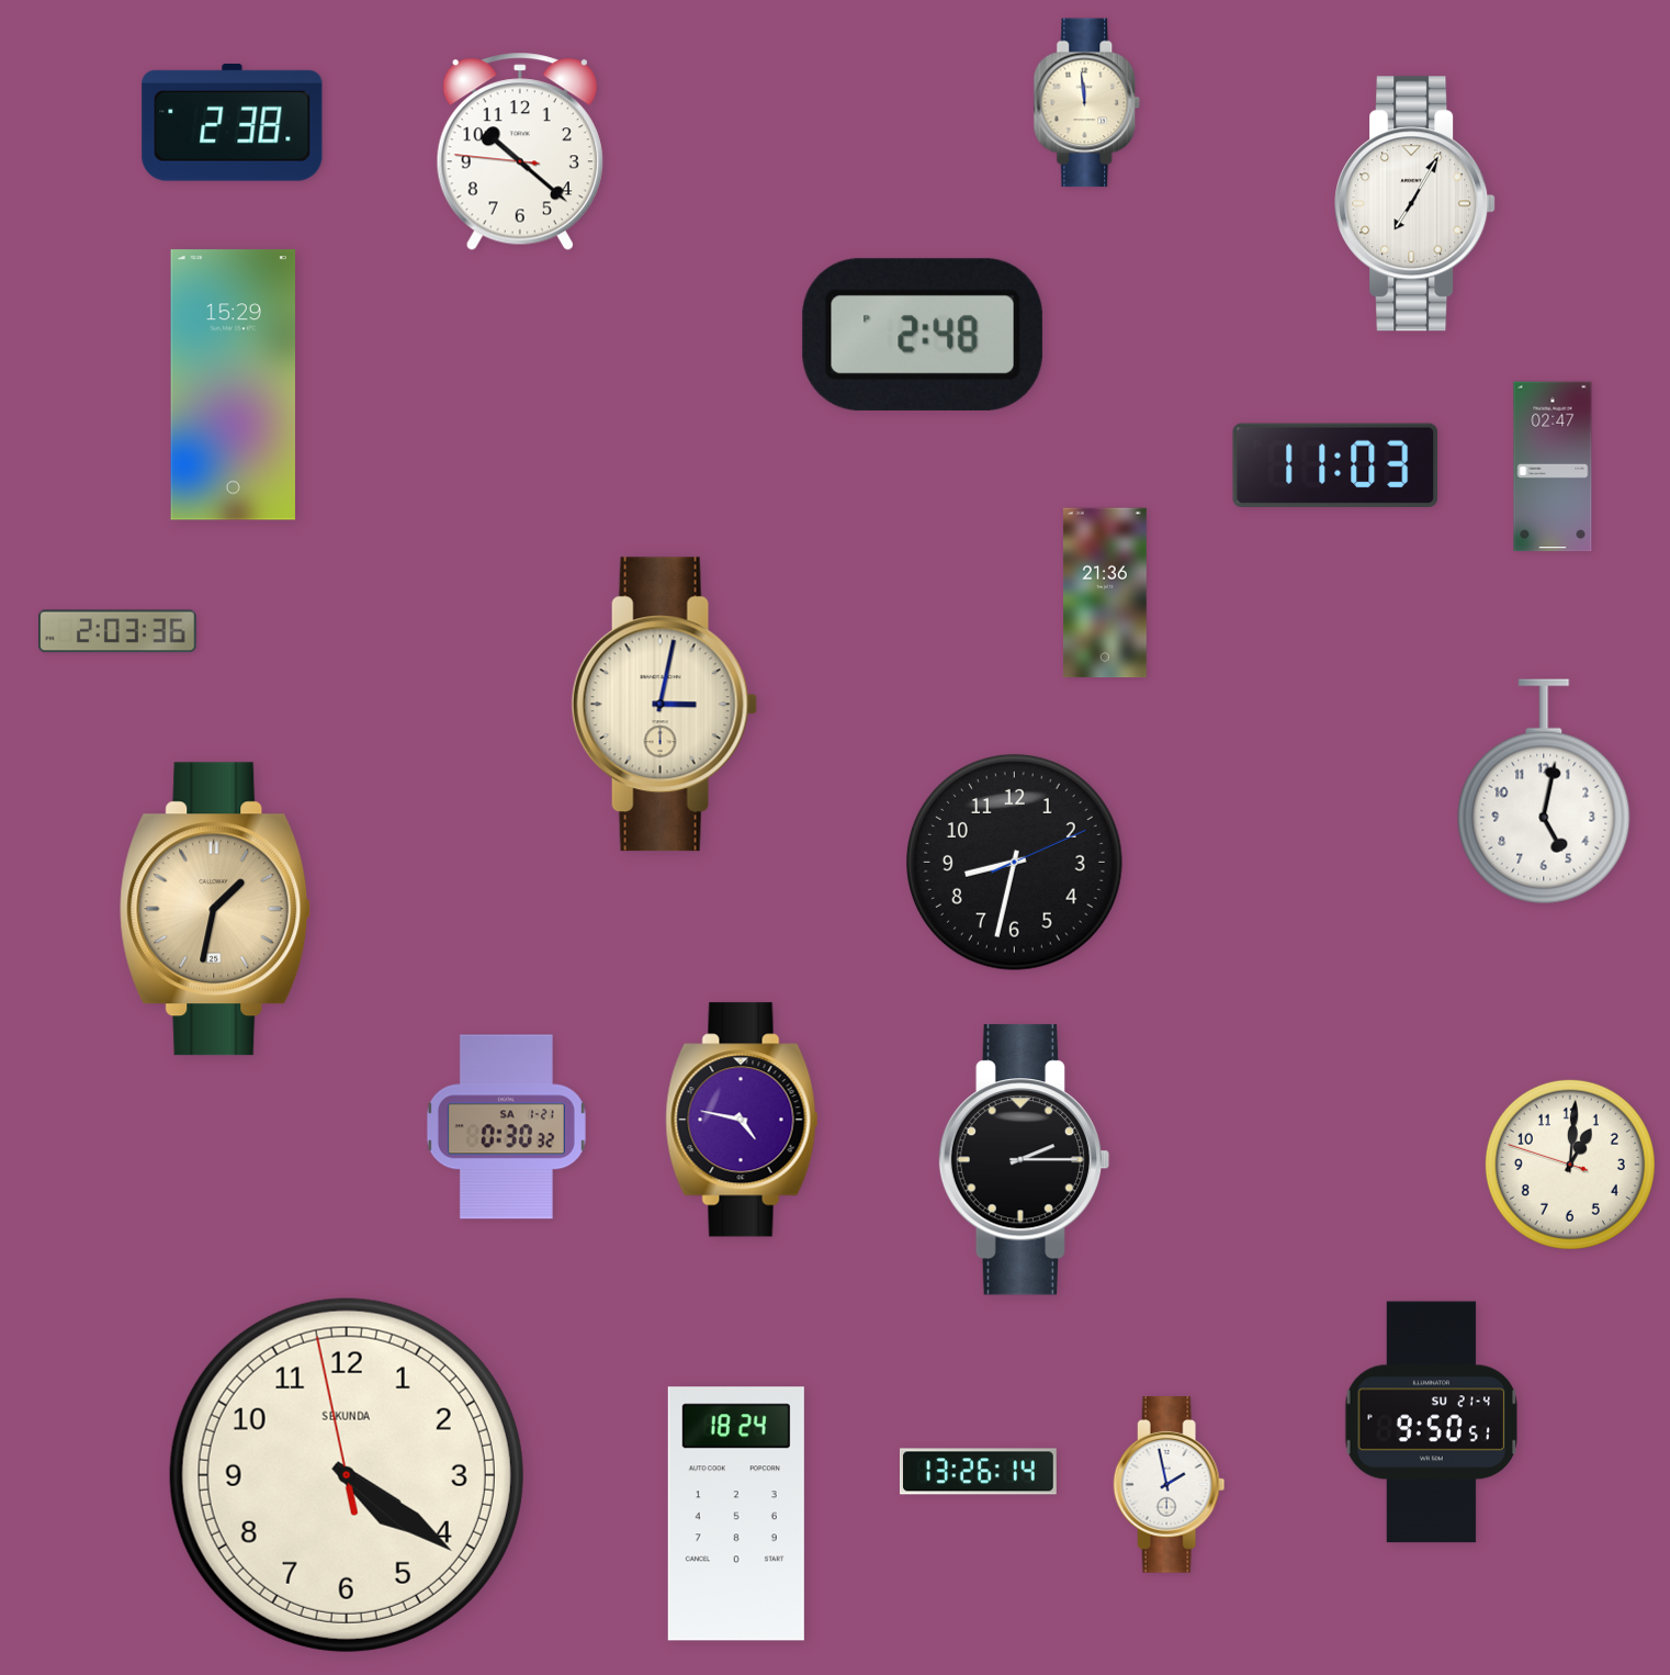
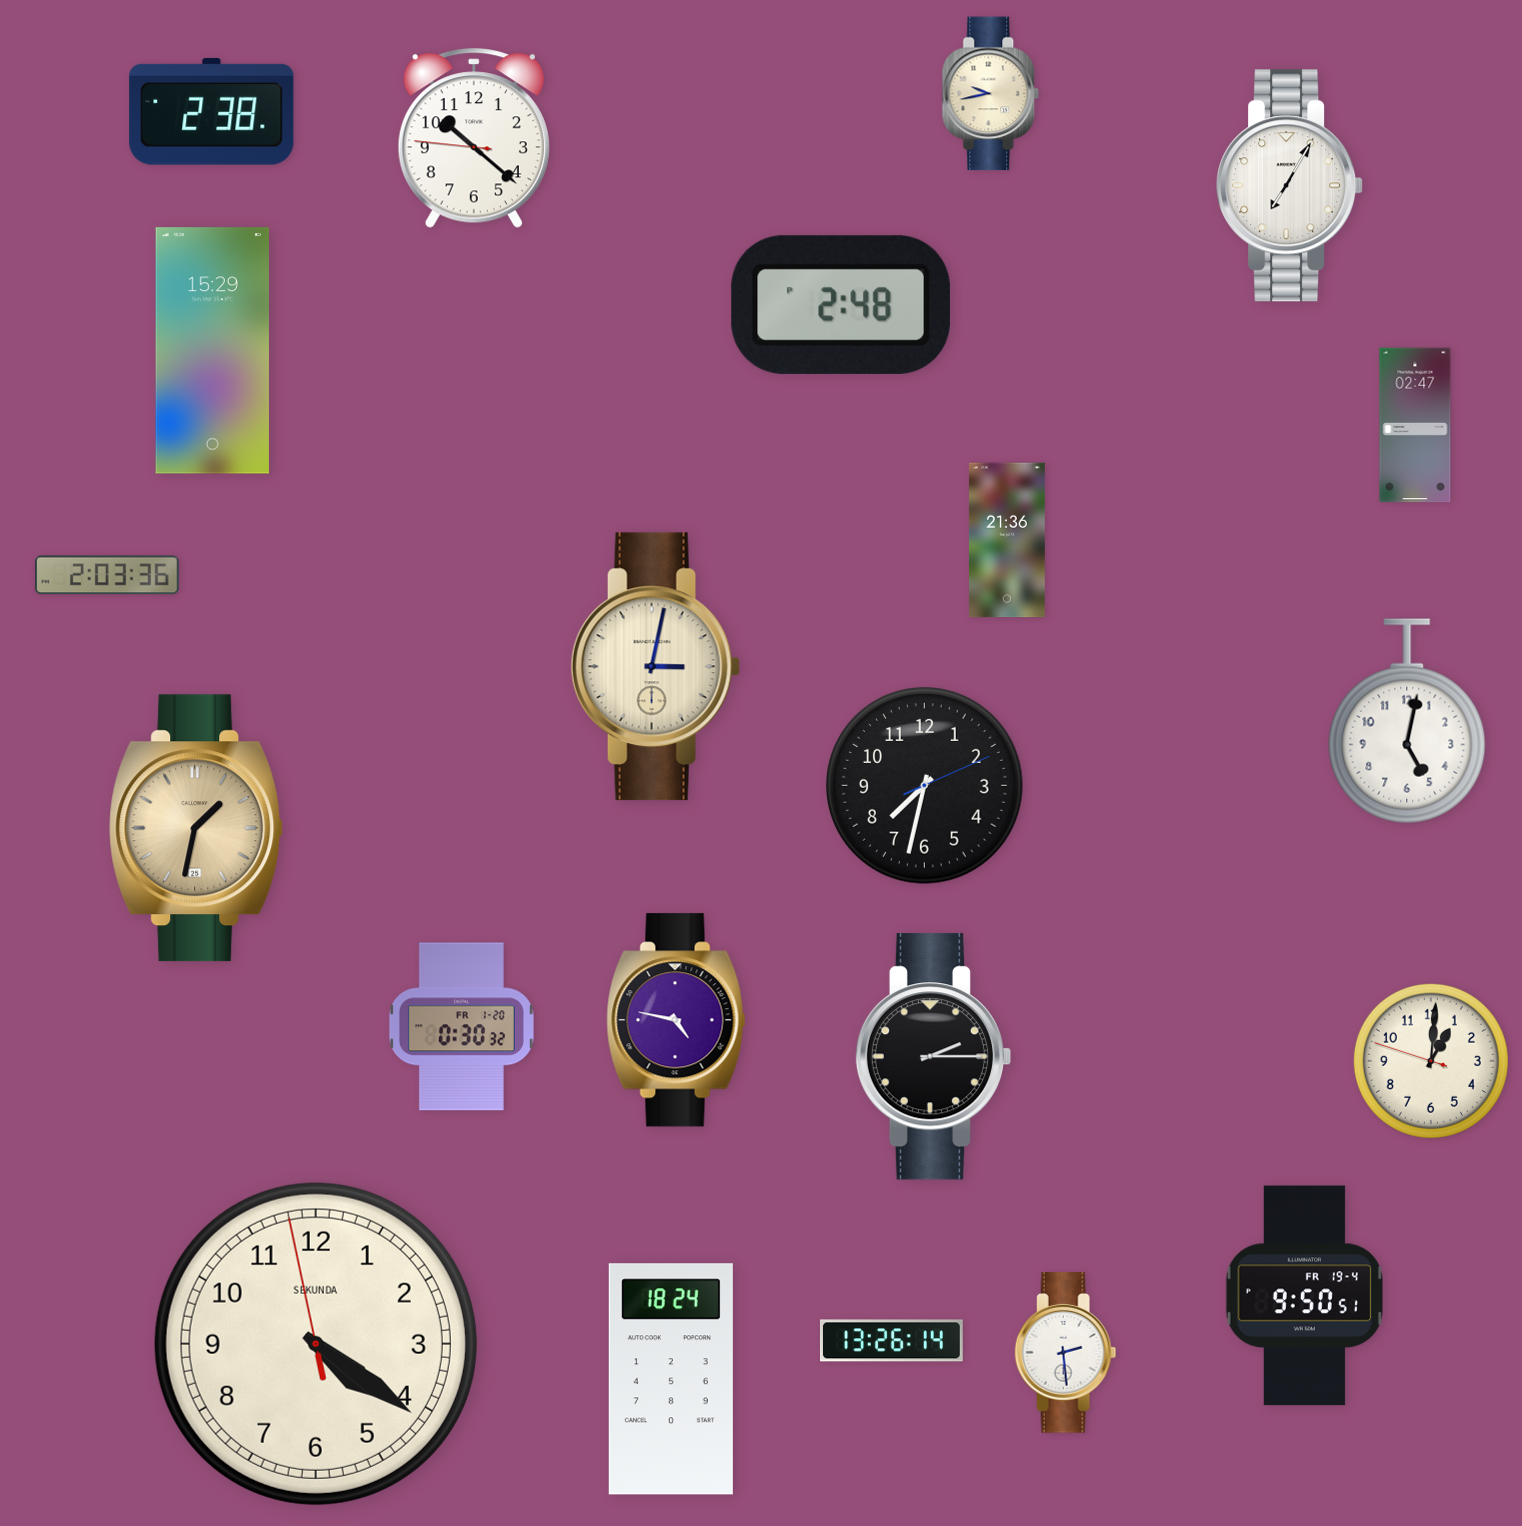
clock at (1087, 103): 11:59 -> 9:43
clock at (1335, 465): 11:03 -> none
clock at (664, 705) position: (664, 705) -> (655, 667)
clock at (1015, 863): 8:32 -> 7:32
clock at (506, 1127) date: SA 1-21 -> FR 1-20
clock at (1431, 1423) date: SU 21-4 -> FR 19-4
clock at (1170, 1485): 1:58 -> 2:29
